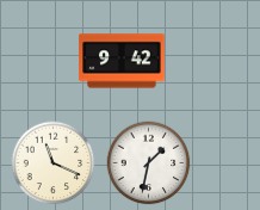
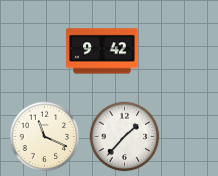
clock at (149, 163): 1:32 -> 1:37
